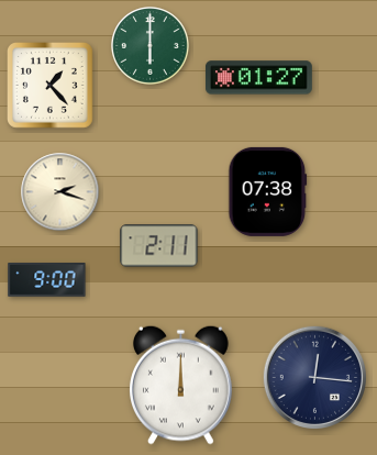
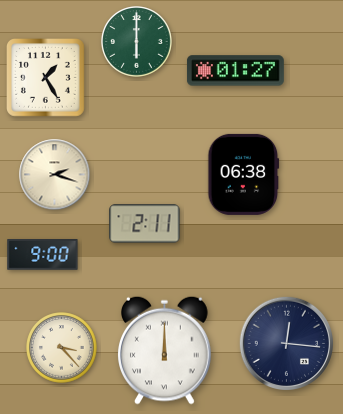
clock at (51, 86): 1:23 -> 1:25
clock at (268, 191): 07:38 -> 06:38
clock at (62, 348): none -> 3:23
